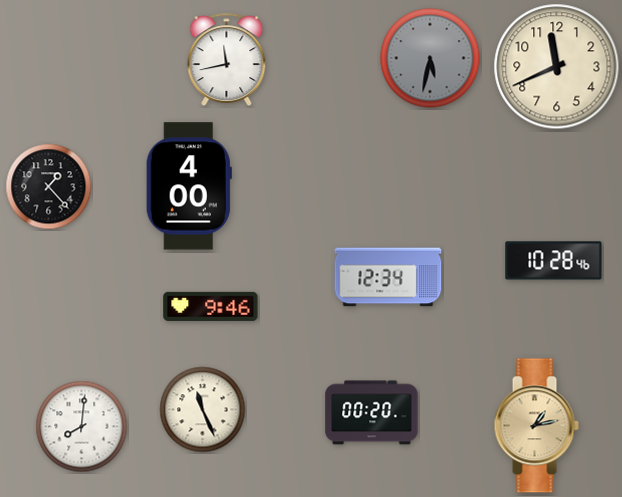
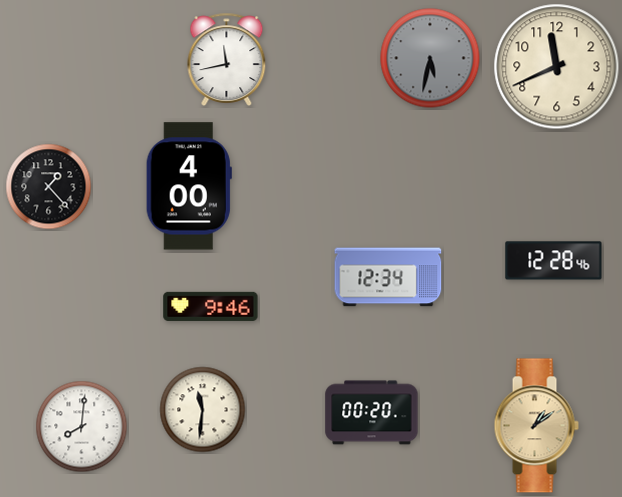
clock at (554, 261): 10:28 -> 12:28
clock at (203, 410): 11:26 -> 11:31
clock at (536, 426): 1:13 -> 1:09
